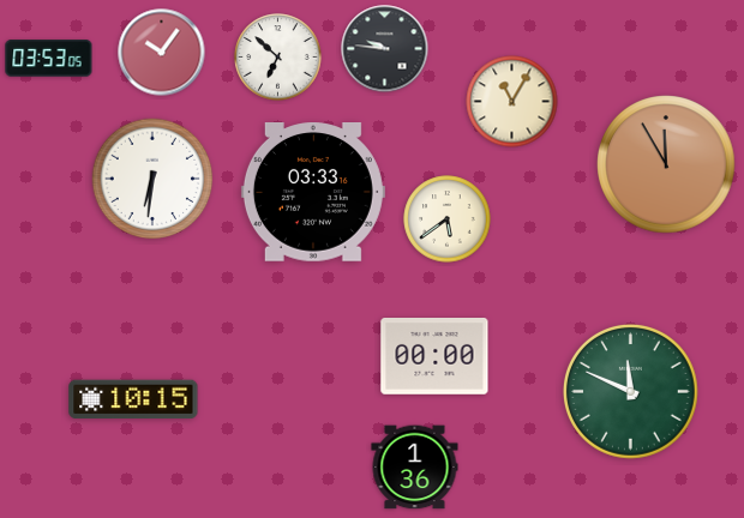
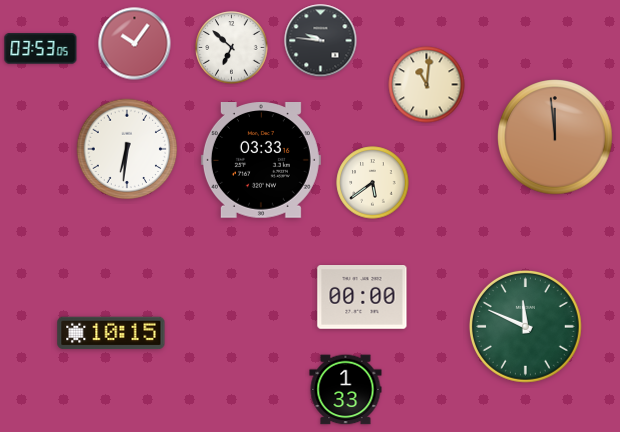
clock at (512, 102): 11:05 -> 11:01
clock at (666, 164): 11:55 -> 11:59
clock at (415, 468): 1:36 -> 1:33
